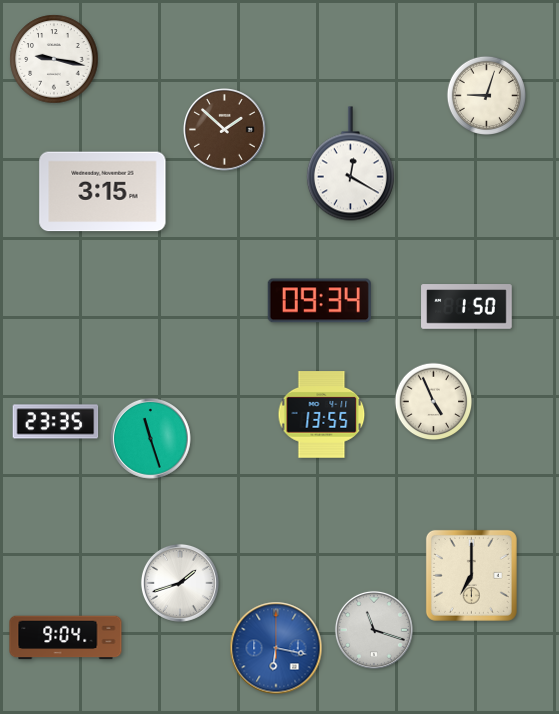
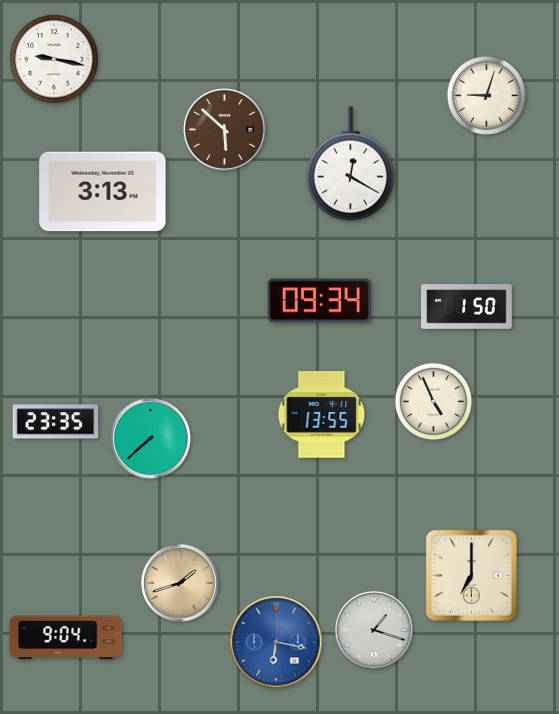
clock at (225, 130): 1:52 -> 5:52
clock at (103, 192): 3:15 -> 3:13
clock at (150, 438): 11:27 -> 7:38
clock at (180, 583) dial: white -> champagne
clock at (374, 630): 11:18 -> 1:18
clock at (276, 648) position: (276, 648) -> (276, 642)
